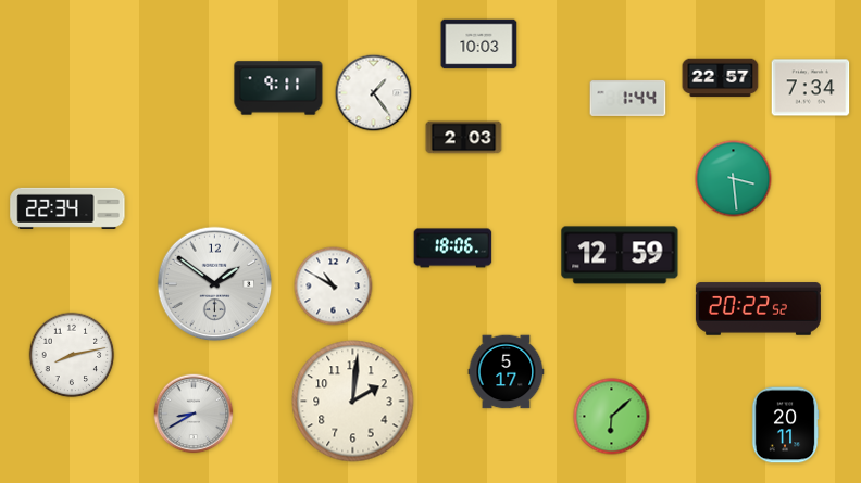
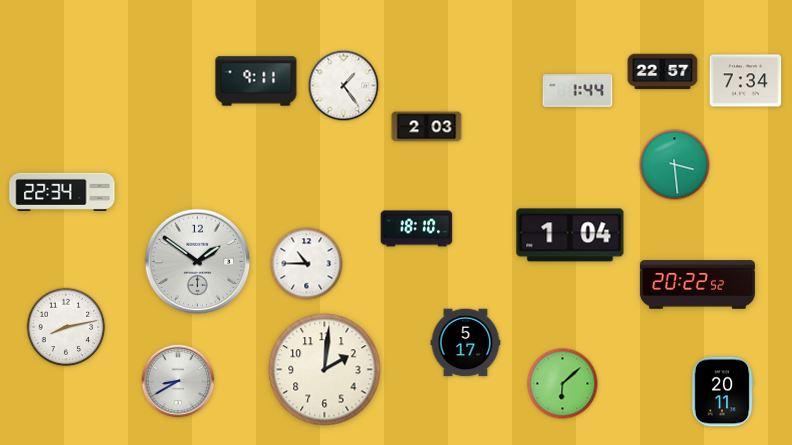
clock at (479, 45): 10:03 -> none
clock at (453, 249): 18:06 -> 18:10
clock at (620, 255): 12:59 -> 1:04
clock at (334, 287): 10:50 -> 10:45
